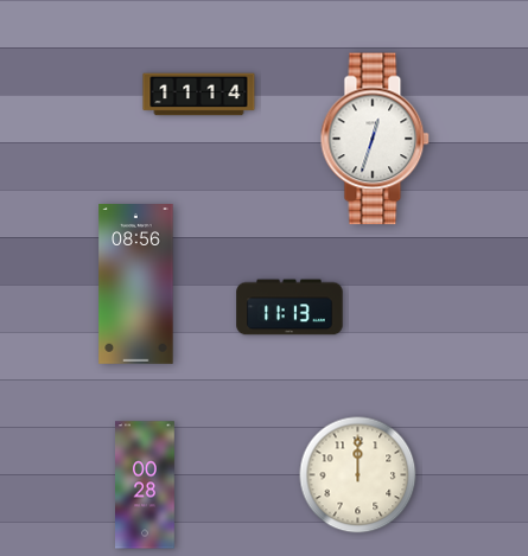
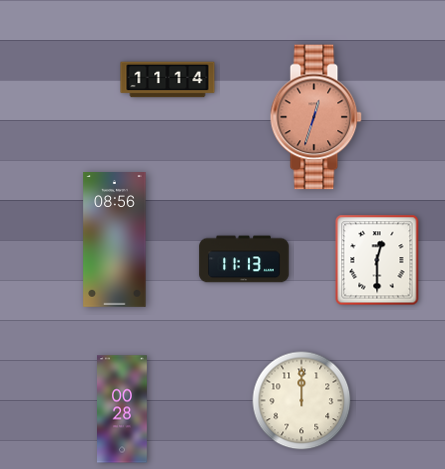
clock at (375, 139) dial: white -> salmon
clock at (377, 260): none -> 12:30
